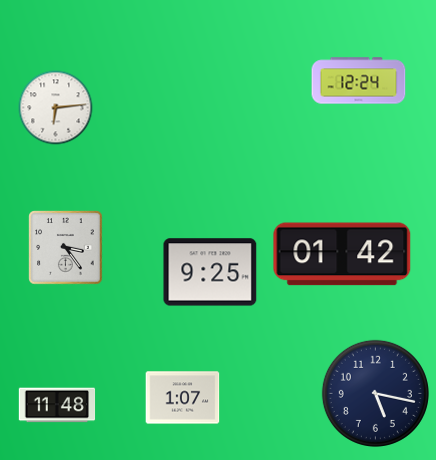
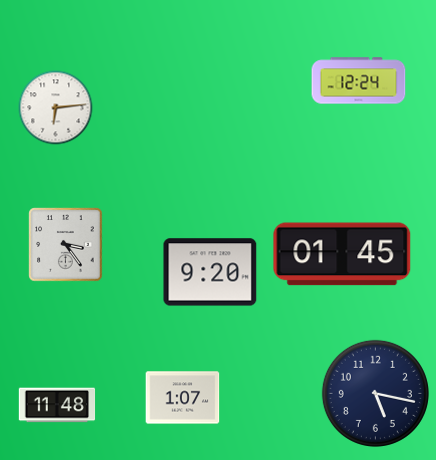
clock at (66, 248) position: (66, 248) -> (66, 245)
clock at (342, 254): 01:42 -> 01:45
clock at (210, 272): 9:25 -> 9:20
